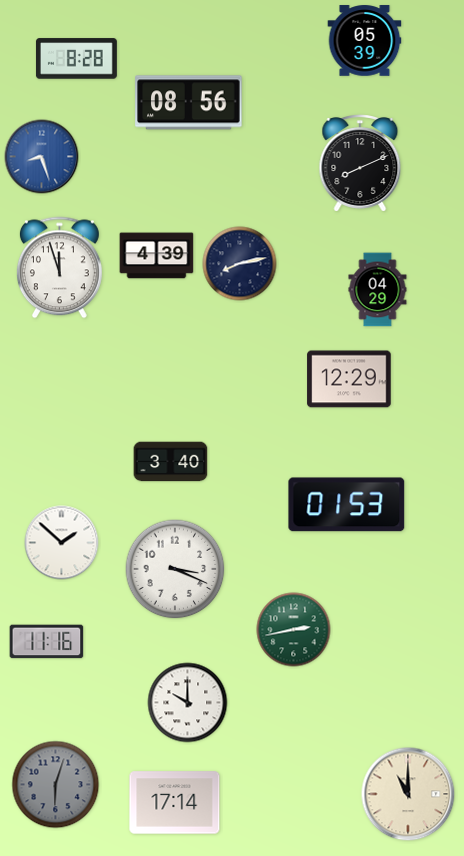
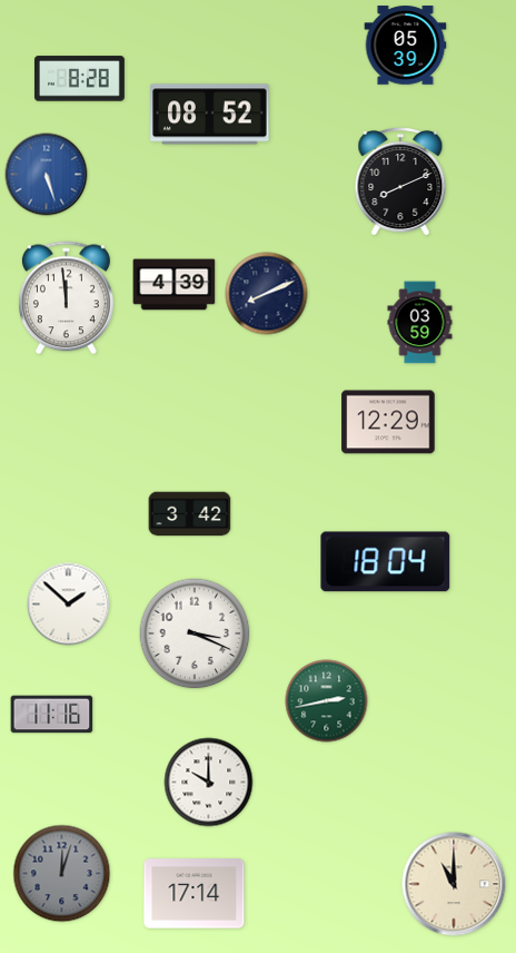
clock at (76, 59) position: (76, 59) -> (79, 79)
clock at (189, 103): 08:56 -> 08:52
clock at (42, 157): 8:27 -> 5:27
clock at (240, 264): 8:13 -> 8:11
clock at (59, 268): 11:57 -> 11:59
clock at (378, 290): 04:29 -> 03:59
clock at (171, 462): 3:40 -> 3:42
clock at (347, 505): 01:53 -> 18:04
clock at (56, 785): 6:03 -> 12:03
